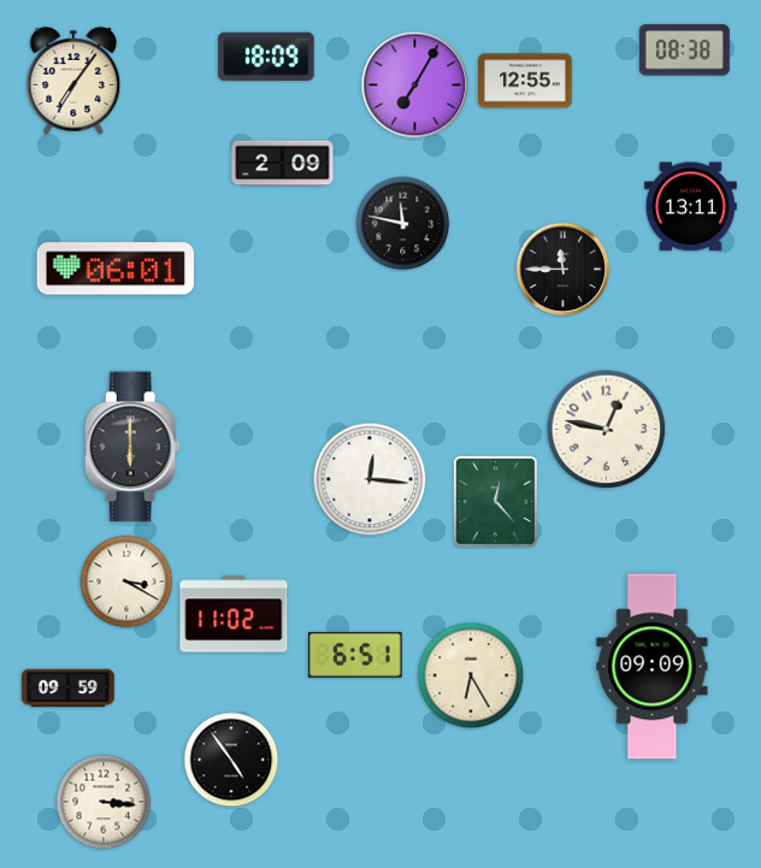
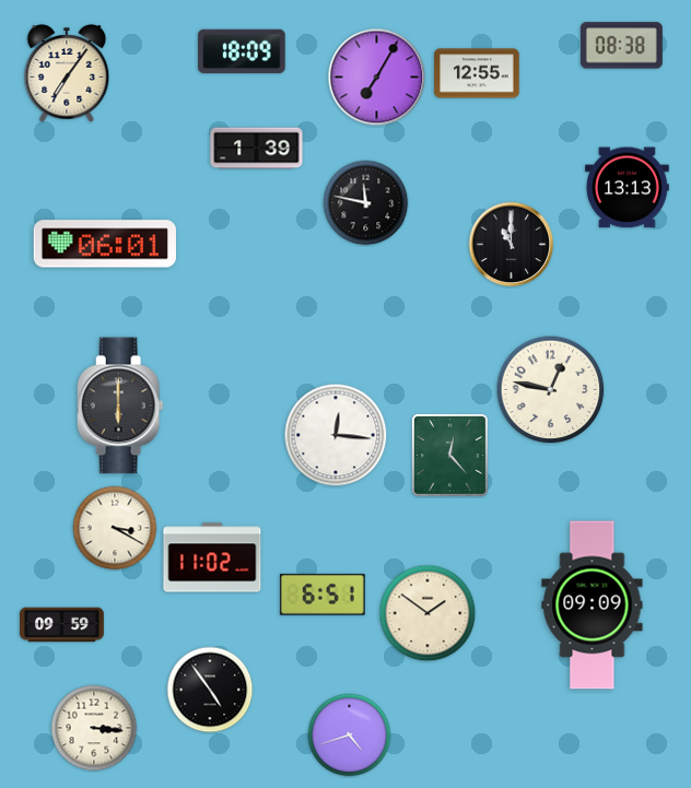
clock at (283, 164): 2:09 -> 1:39
clock at (691, 207): 13:11 -> 13:13
clock at (564, 270): 11:45 -> 11:00
clock at (471, 675): 6:25 -> 1:51
clock at (350, 736): none -> 4:42
